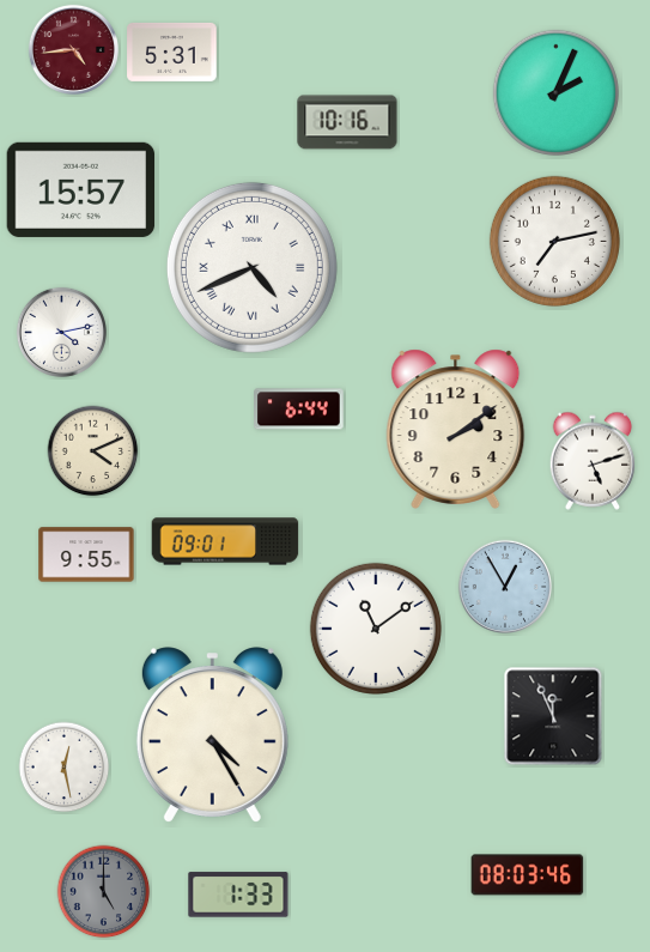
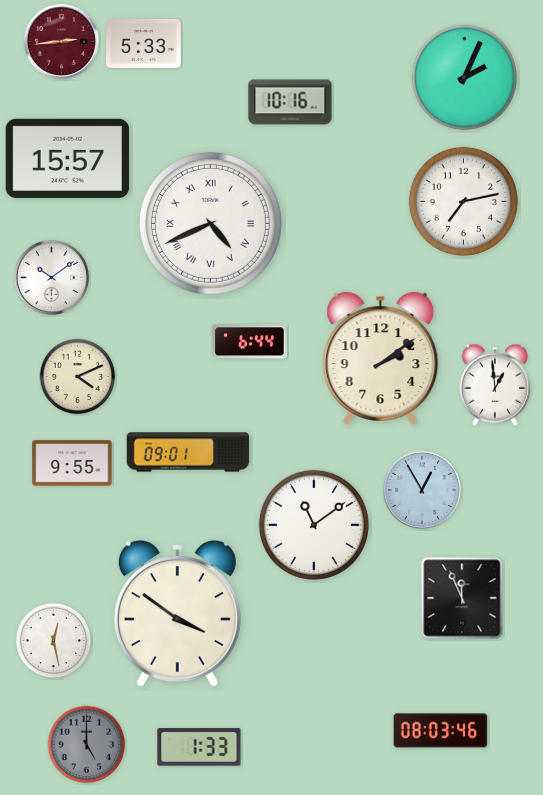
clock at (73, 49): 4:44 -> 2:44
clock at (172, 51): 5:31 -> 5:33
clock at (61, 332): 4:13 -> 10:09
clock at (593, 461): 5:12 -> 12:59
clock at (212, 734): 4:25 -> 3:51
